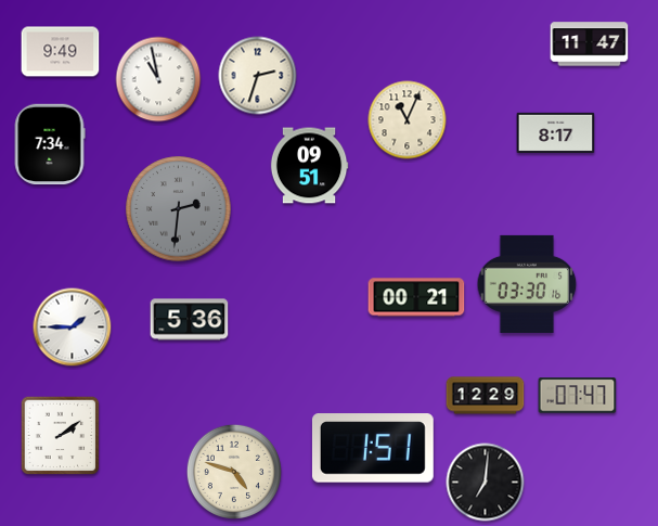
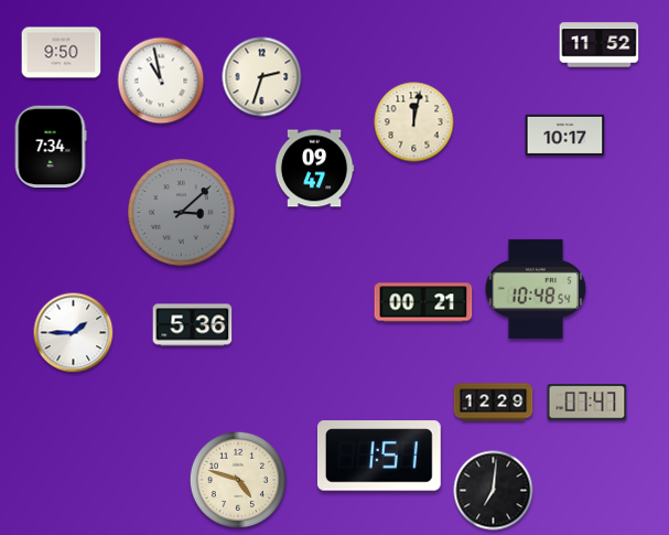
clock at (590, 44): 11:47 -> 11:52
clock at (61, 52): 9:49 -> 9:50
clock at (408, 120): 11:04 -> 12:02
clock at (556, 132): 8:17 -> 10:17
clock at (309, 166): 09:51 -> 09:47
clock at (179, 209): 2:31 -> 3:08
clock at (527, 284): 03:30 -> 10:48
clock at (61, 436): 2:09 -> none
